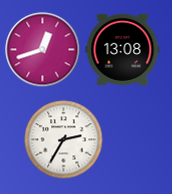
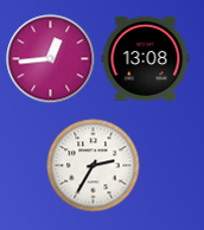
clock at (43, 50): 12:42 -> 12:44
clock at (64, 140) position: (64, 140) -> (94, 166)
